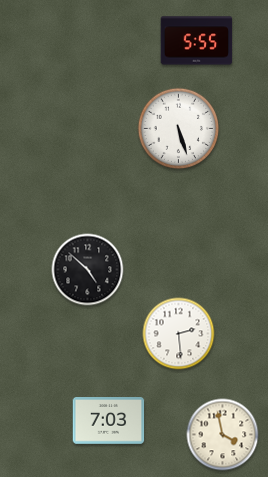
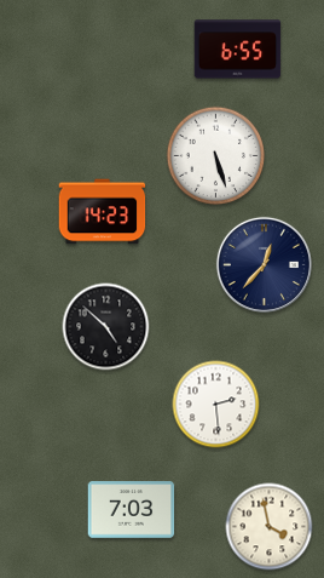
clock at (197, 41): 5:55 -> 6:55
clock at (103, 212): none -> 14:23
clock at (264, 264): none -> 12:37
